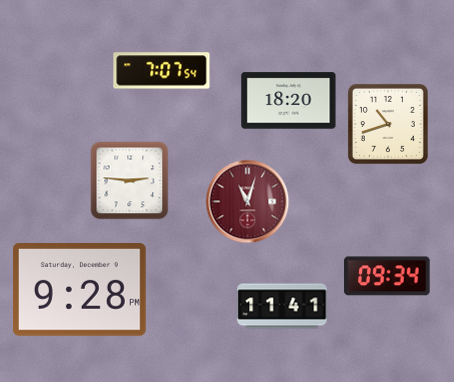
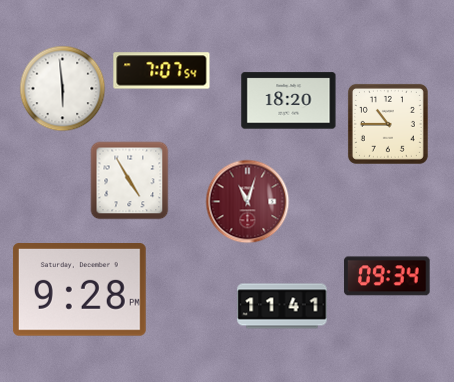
clock at (62, 88): none -> 5:59
clock at (388, 124): 10:42 -> 10:45
clock at (129, 180): 2:46 -> 4:55
